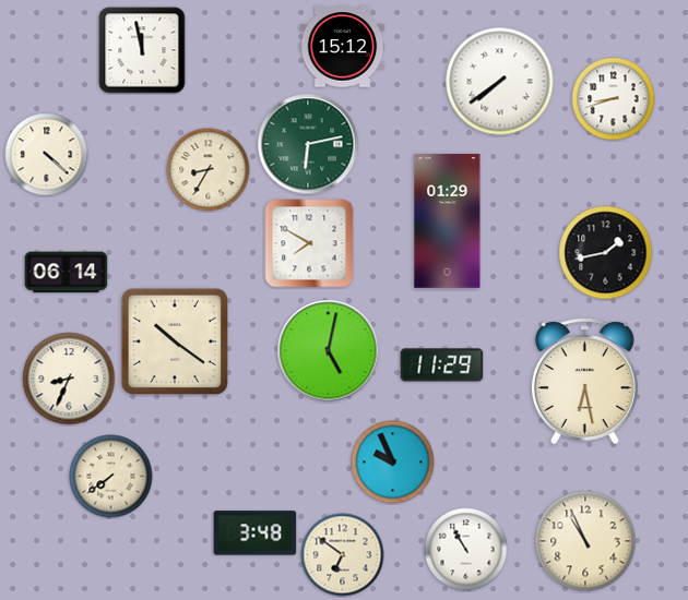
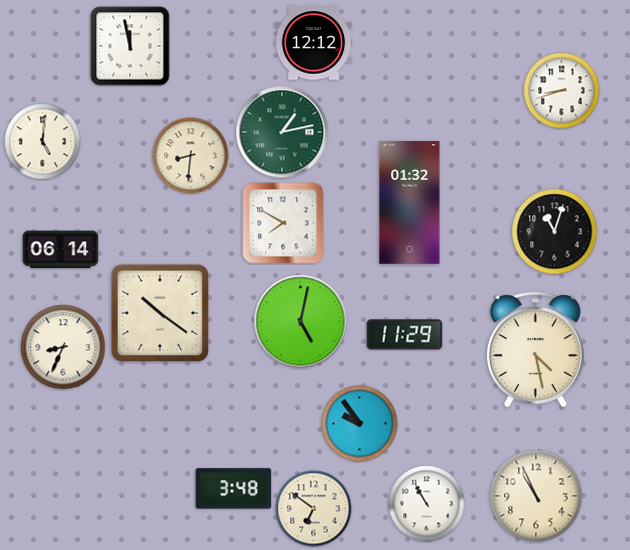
clock at (343, 47): 15:12 -> 12:12
clock at (500, 82): 7:39 -> none
clock at (308, 144): 6:13 -> 1:13
clock at (47, 155): 4:22 -> 5:01
clock at (209, 170): 8:35 -> 8:31
clock at (448, 221): 01:29 -> 01:32
clock at (606, 253): 1:43 -> 11:03
clock at (584, 382): 6:28 -> 4:28
clock at (393, 463): 9:56 -> 9:54
clock at (111, 477): 7:39 -> none
